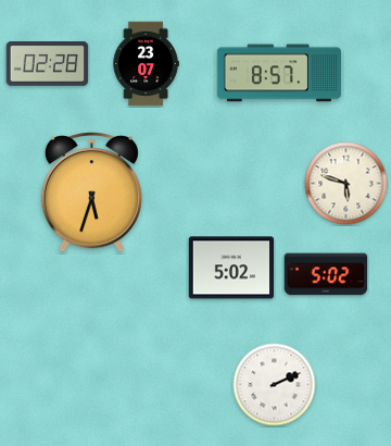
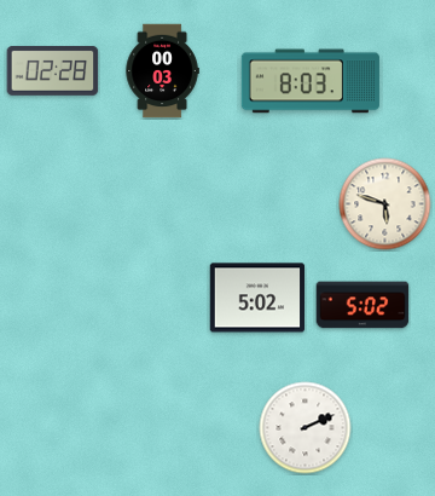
clock at (146, 64): 23:07 -> 00:03
clock at (279, 73): 8:57 -> 8:03
clock at (91, 193): 5:33 -> none
